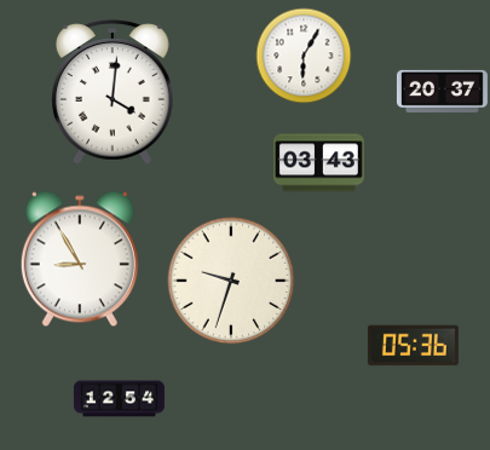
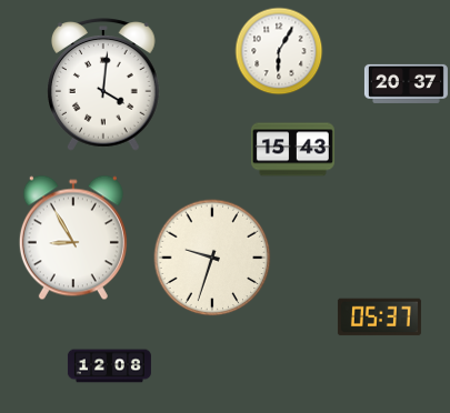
clock at (318, 163): 03:43 -> 15:43
clock at (413, 346): 05:36 -> 05:37
clock at (119, 399): 12:54 -> 12:08
